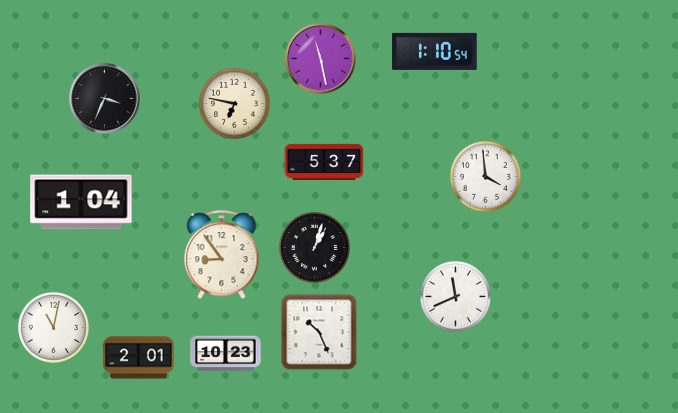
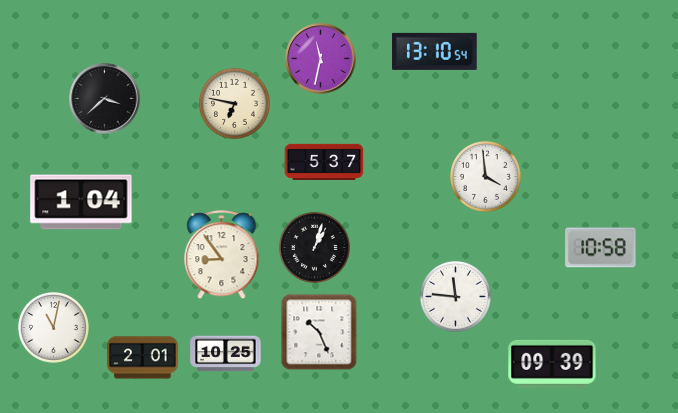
clock at (435, 51): 1:10 -> 13:10
clock at (321, 59): 11:28 -> 11:32
clock at (105, 99): 3:34 -> 3:38
clock at (601, 248): none -> 10:58
clock at (455, 296): 11:41 -> 11:46
clock at (226, 354): 10:23 -> 10:25
clock at (139, 358) position: (139, 358) -> (143, 358)
clock at (552, 364): none -> 09:39
